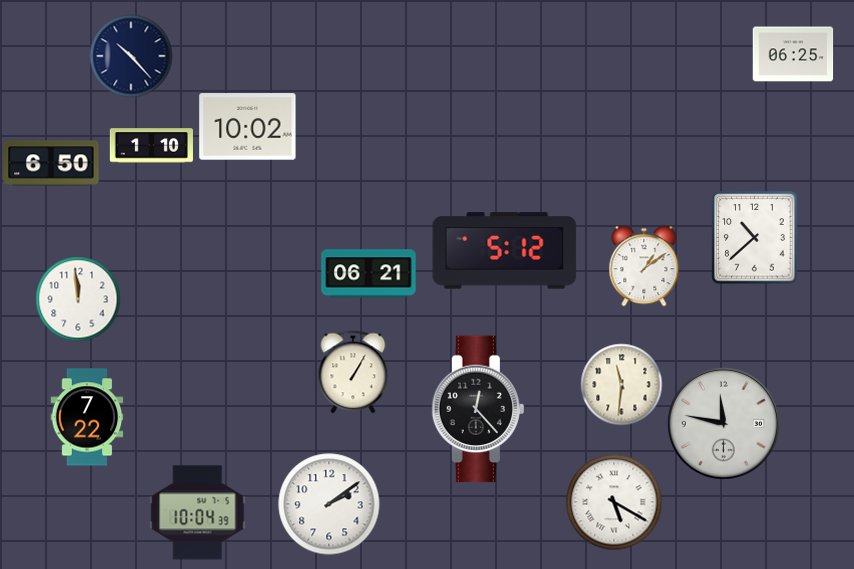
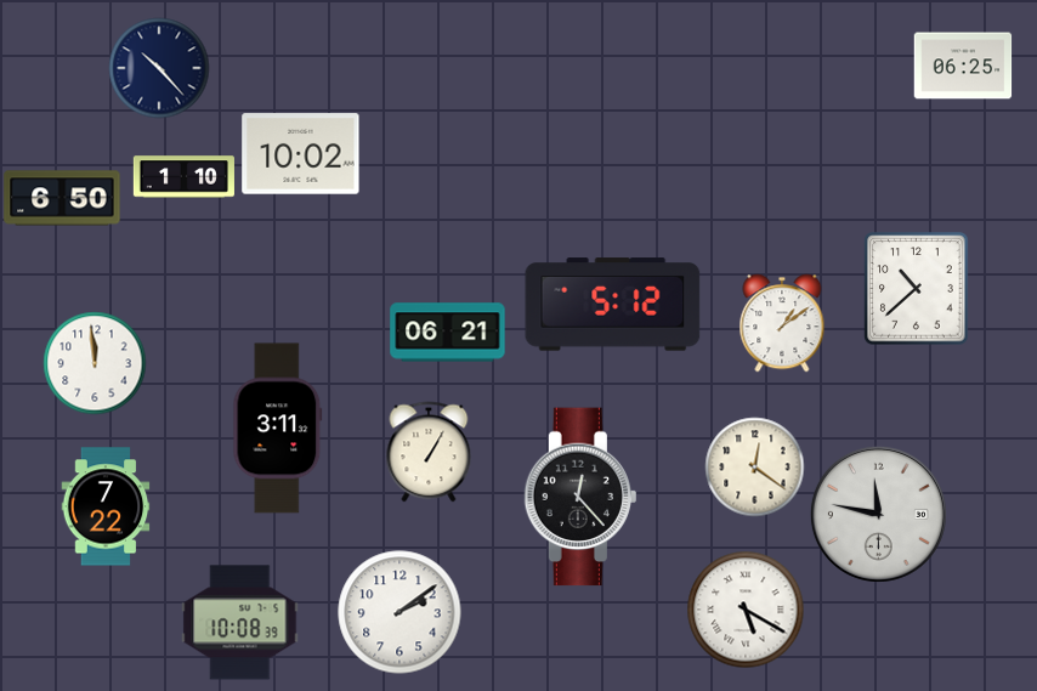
clock at (278, 429): none -> 3:11
clock at (622, 385): 11:31 -> 12:21
clock at (198, 513): 10:04 -> 10:08
